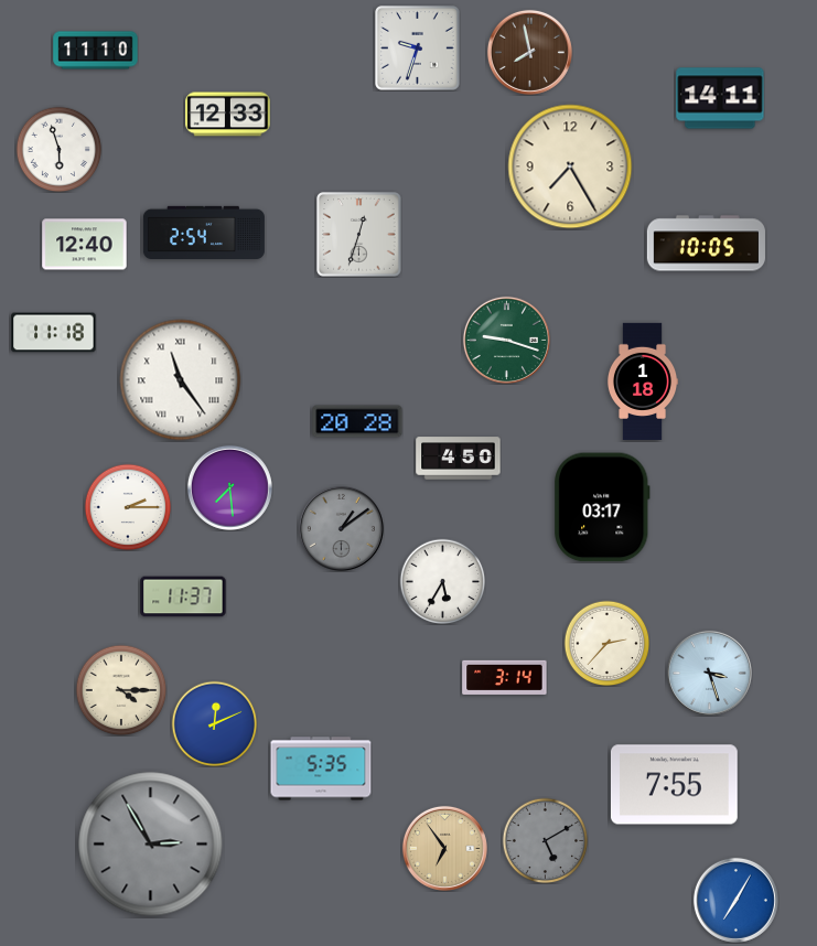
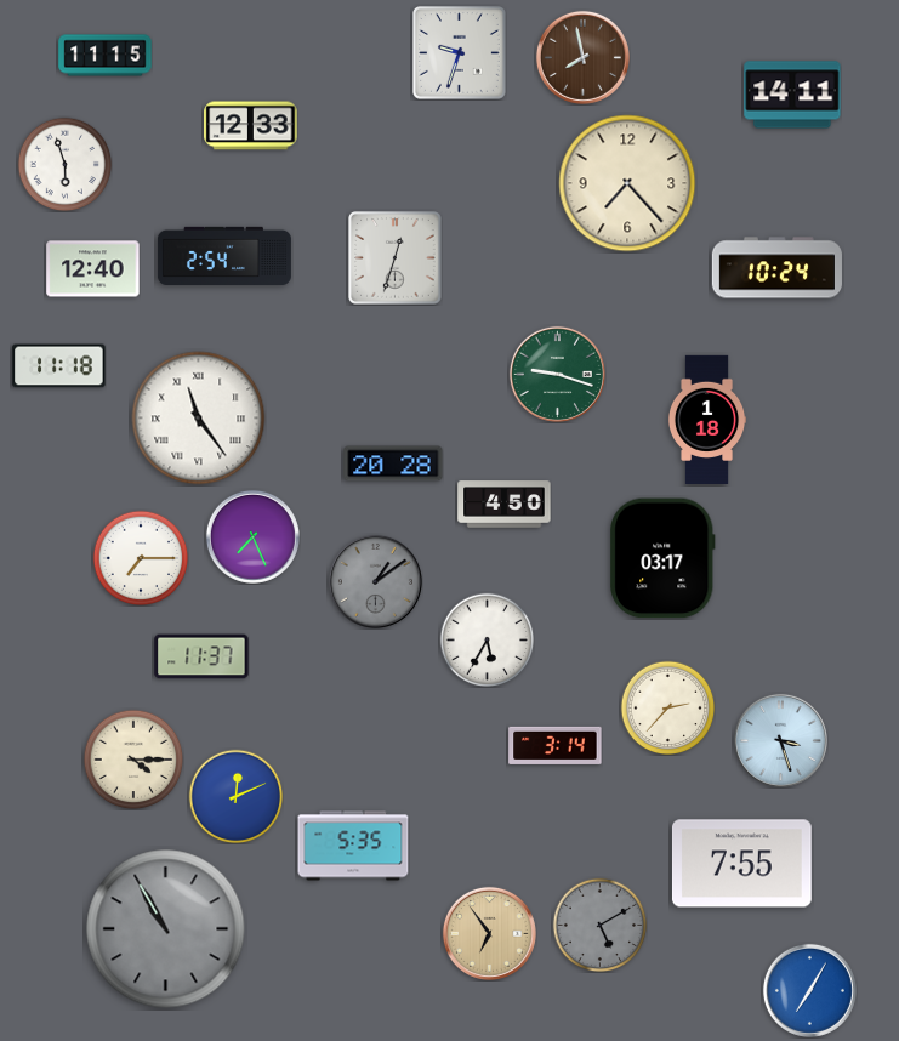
clock at (96, 51): 11:10 -> 11:15
clock at (720, 98) position: (720, 98) -> (792, 95)
clock at (570, 166): 7:25 -> 7:23
clock at (706, 244): 10:05 -> 10:24
clock at (229, 487): 7:29 -> 7:26
clock at (128, 507): 2:15 -> 7:15
clock at (151, 845): 2:55 -> 10:55
